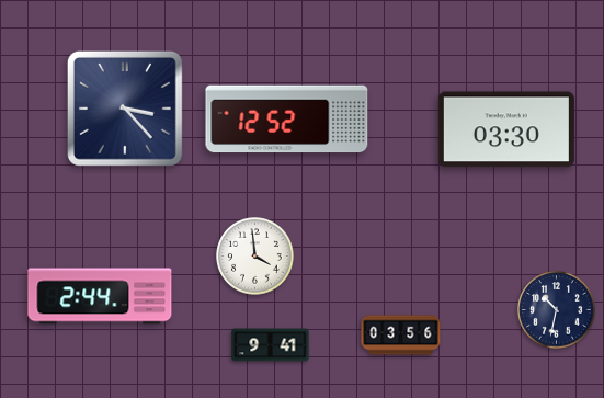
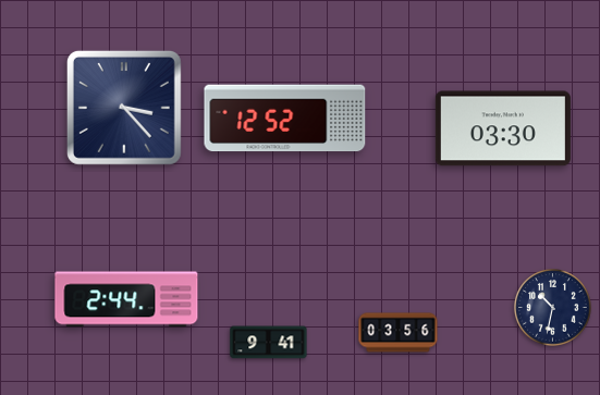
clock at (255, 257): 3:59 -> none
clock at (100, 296) position: (100, 296) -> (126, 299)
